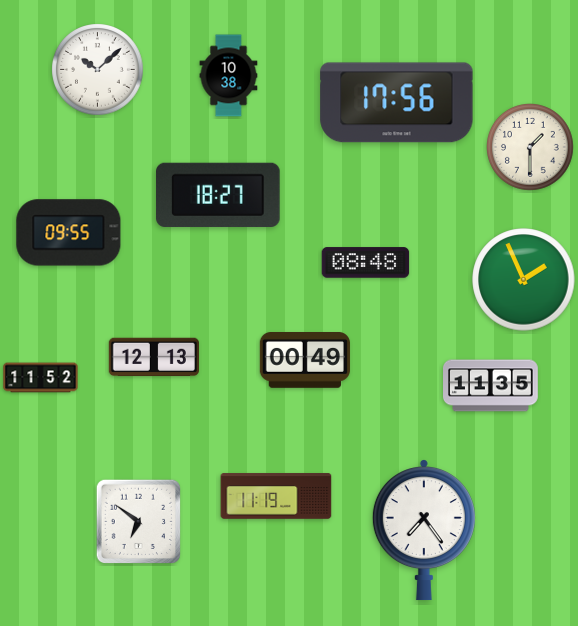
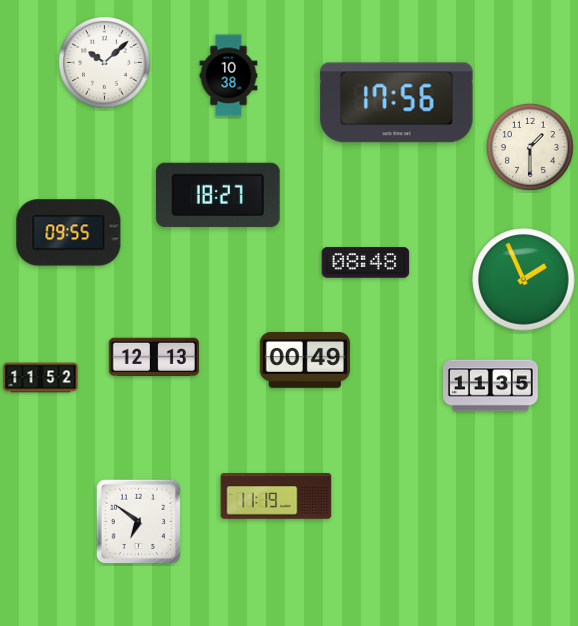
clock at (98, 70) position: (98, 70) -> (105, 63)
clock at (424, 530): 7:24 -> none
